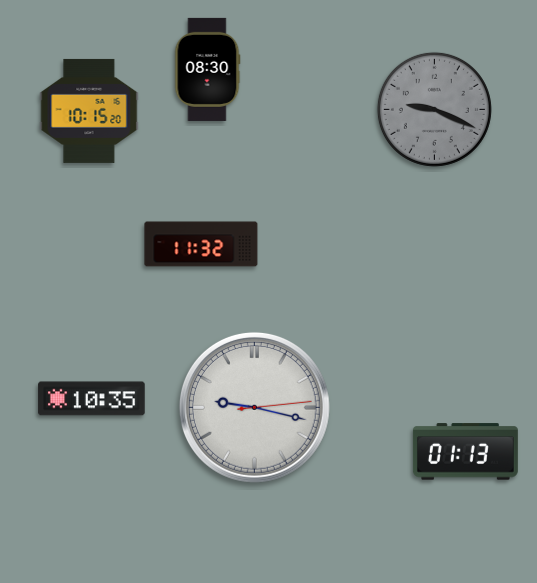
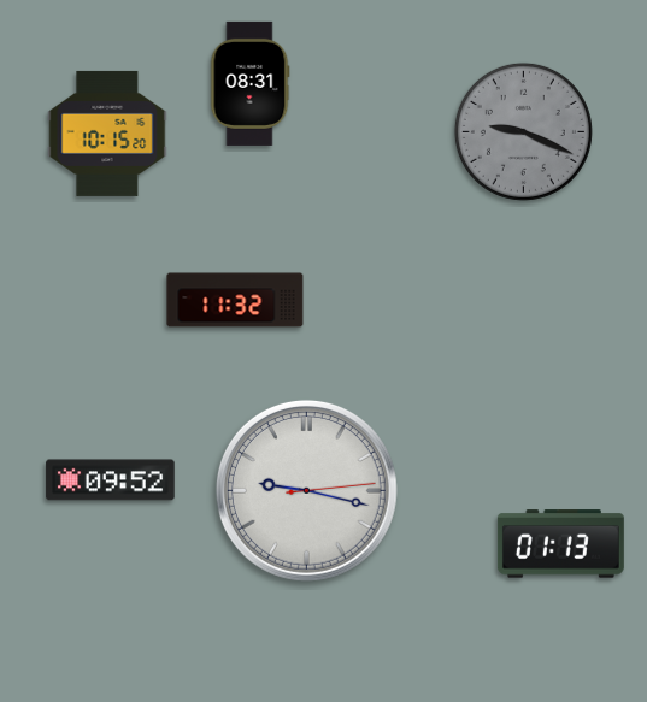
clock at (207, 69): 08:30 -> 08:31
clock at (201, 244) position: (201, 244) -> (235, 300)
clock at (92, 399): 10:35 -> 09:52
